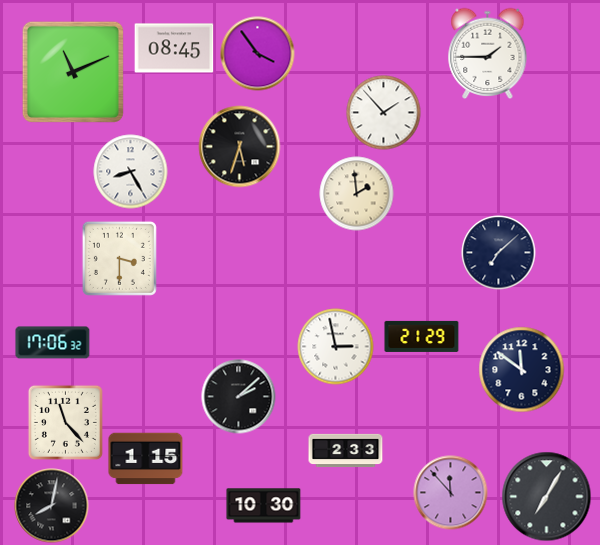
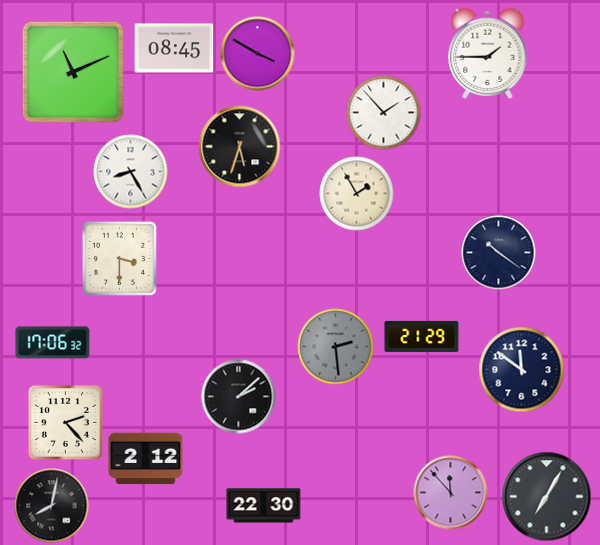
clock at (258, 54): 3:54 -> 3:50
clock at (357, 194): 1:59 -> 1:55
clock at (499, 253): 7:08 -> 10:21
clock at (336, 347): 2:58 -> 2:29
clock at (336, 347) dial: white -> grey
clock at (65, 422): 11:23 -> 2:23
clock at (346, 451): 2:33 -> none
clock at (146, 459): 1:15 -> 2:12
clock at (264, 506): 10:30 -> 22:30
